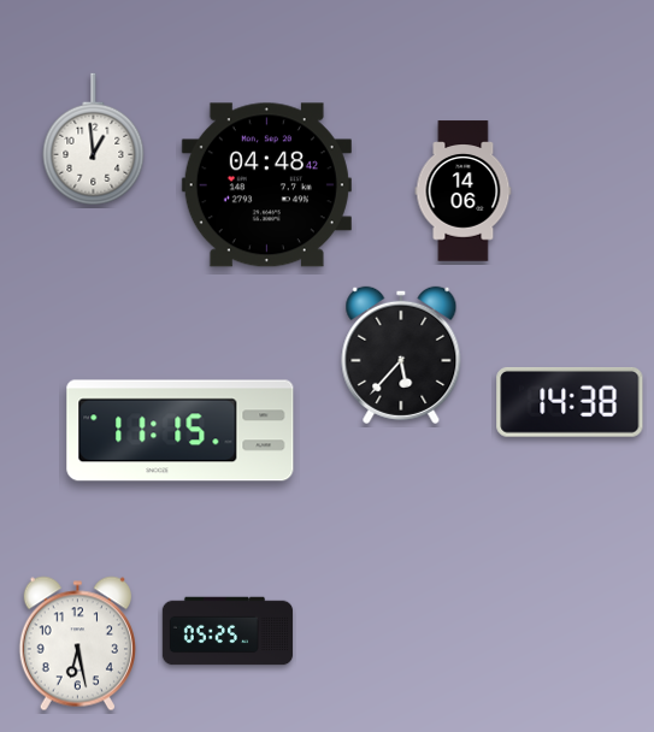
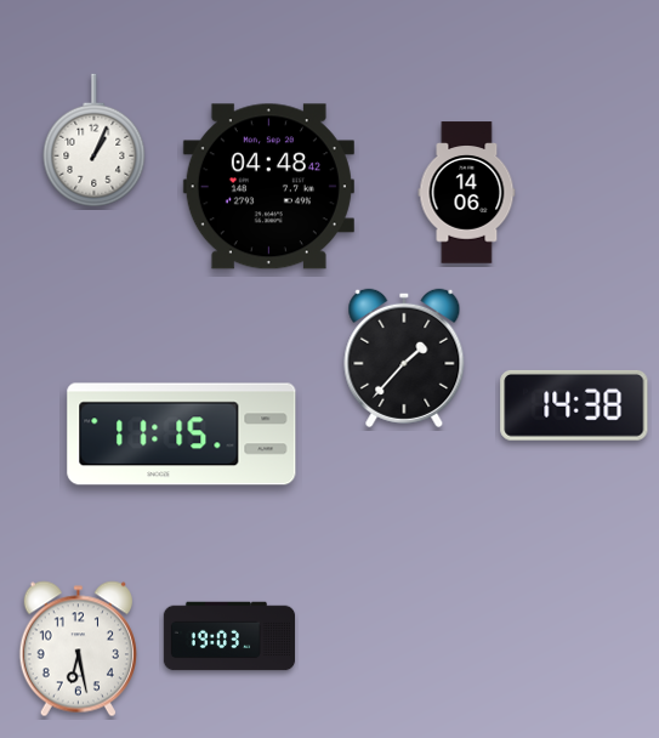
clock at (94, 140): 12:59 -> 1:04
clock at (401, 355): 5:37 -> 1:37
clock at (228, 631): 05:25 -> 19:03
